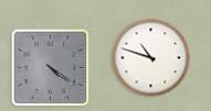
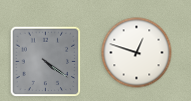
clock at (151, 58): 10:48 -> 12:48
